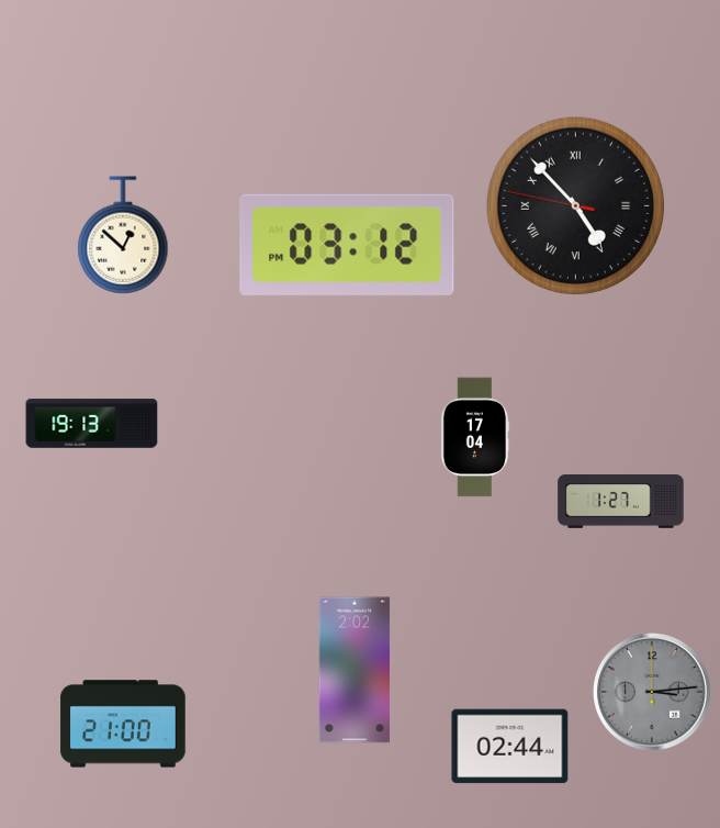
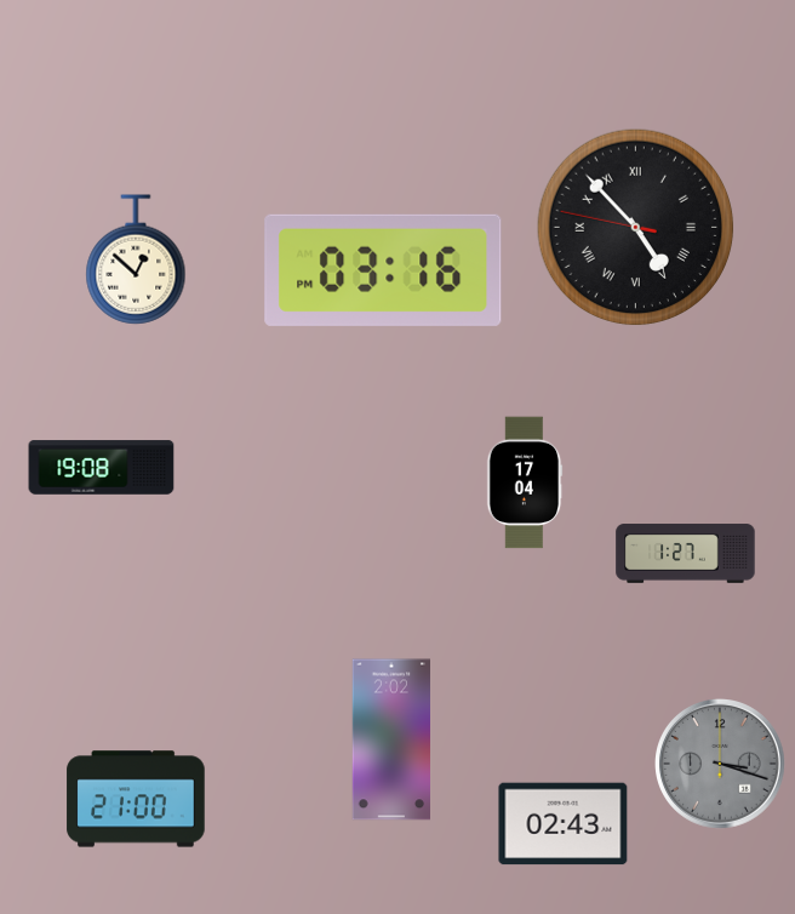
clock at (347, 245): 03:12 -> 03:16
clock at (92, 424): 19:13 -> 19:08
clock at (653, 693): 3:14 -> 3:18
clock at (510, 747): 02:44 -> 02:43
